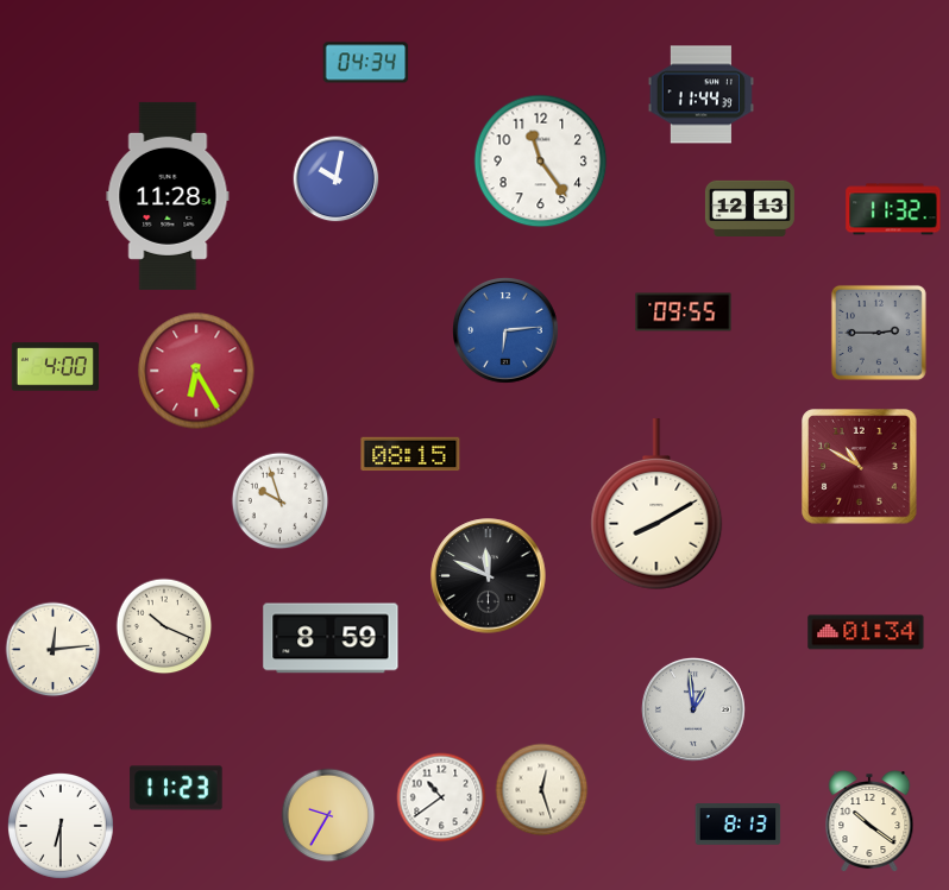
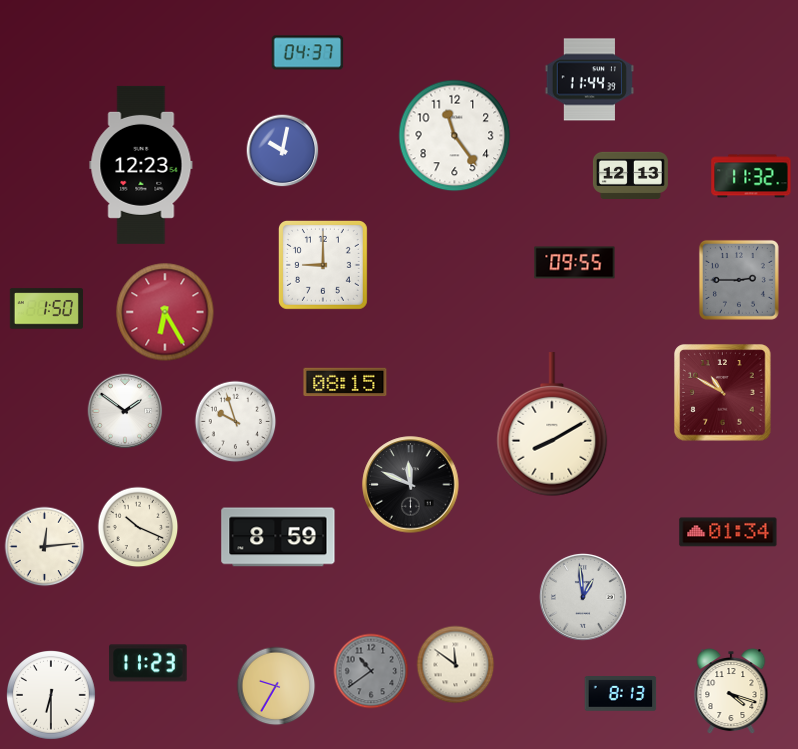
clock at (366, 63): 04:34 -> 04:37
clock at (168, 196): 11:28 -> 12:23
clock at (323, 265): none -> 9:00
clock at (507, 332): 6:14 -> none
clock at (55, 367): 4:00 -> 1:50
clock at (125, 411): none -> 1:51
clock at (542, 790): 12:27 -> 11:51
clock at (441, 797) dial: white -> grey
clock at (869, 822): 10:21 -> 4:18
